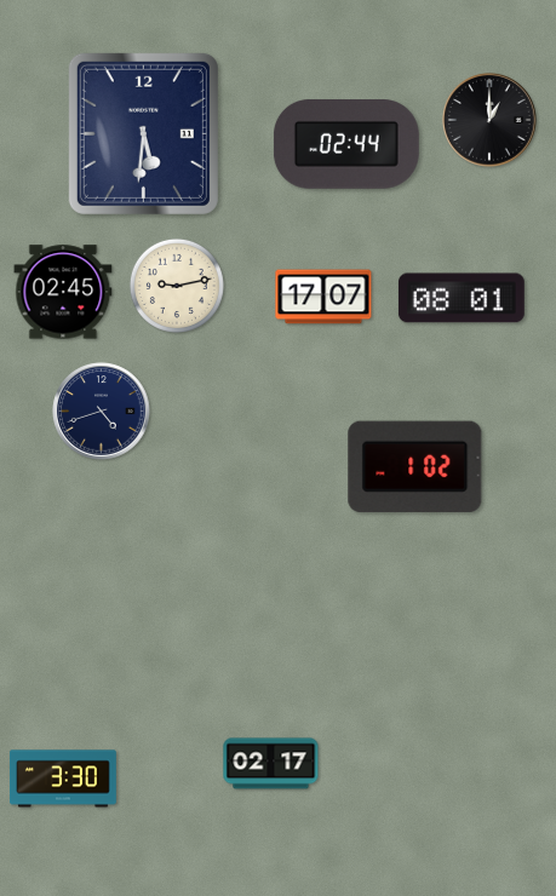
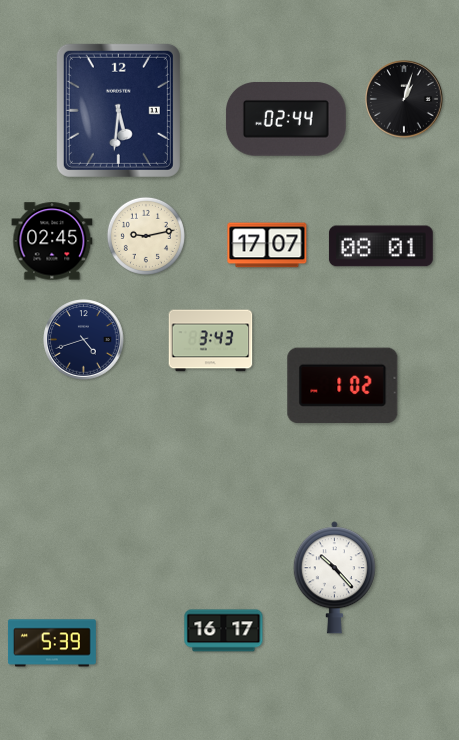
clock at (489, 120): 1:00 -> 1:03
clock at (211, 341): none -> 3:43
clock at (334, 578): none -> 10:23
clock at (271, 764): 02:17 -> 16:17
clock at (63, 779): 3:30 -> 5:39
